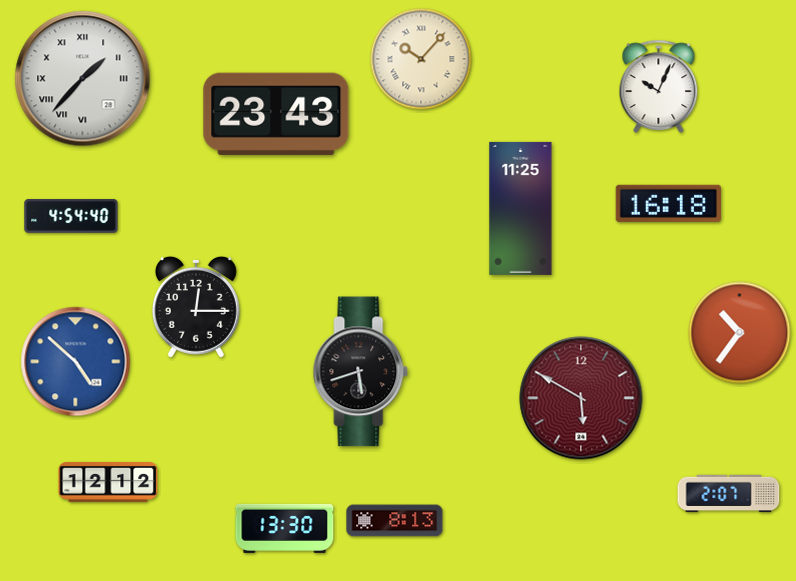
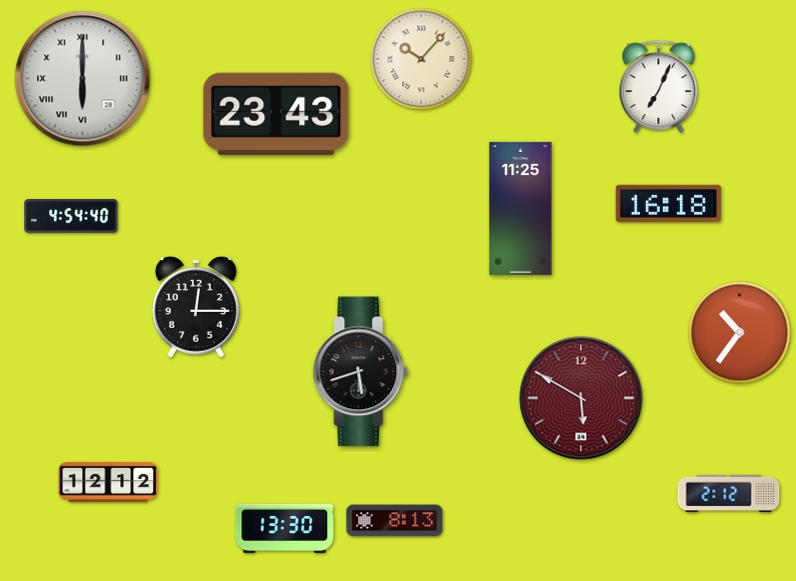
clock at (83, 79): 1:37 -> 6:00
clock at (659, 86): 10:04 -> 7:04
clock at (76, 362): 4:52 -> none
clock at (729, 494): 2:07 -> 2:12
